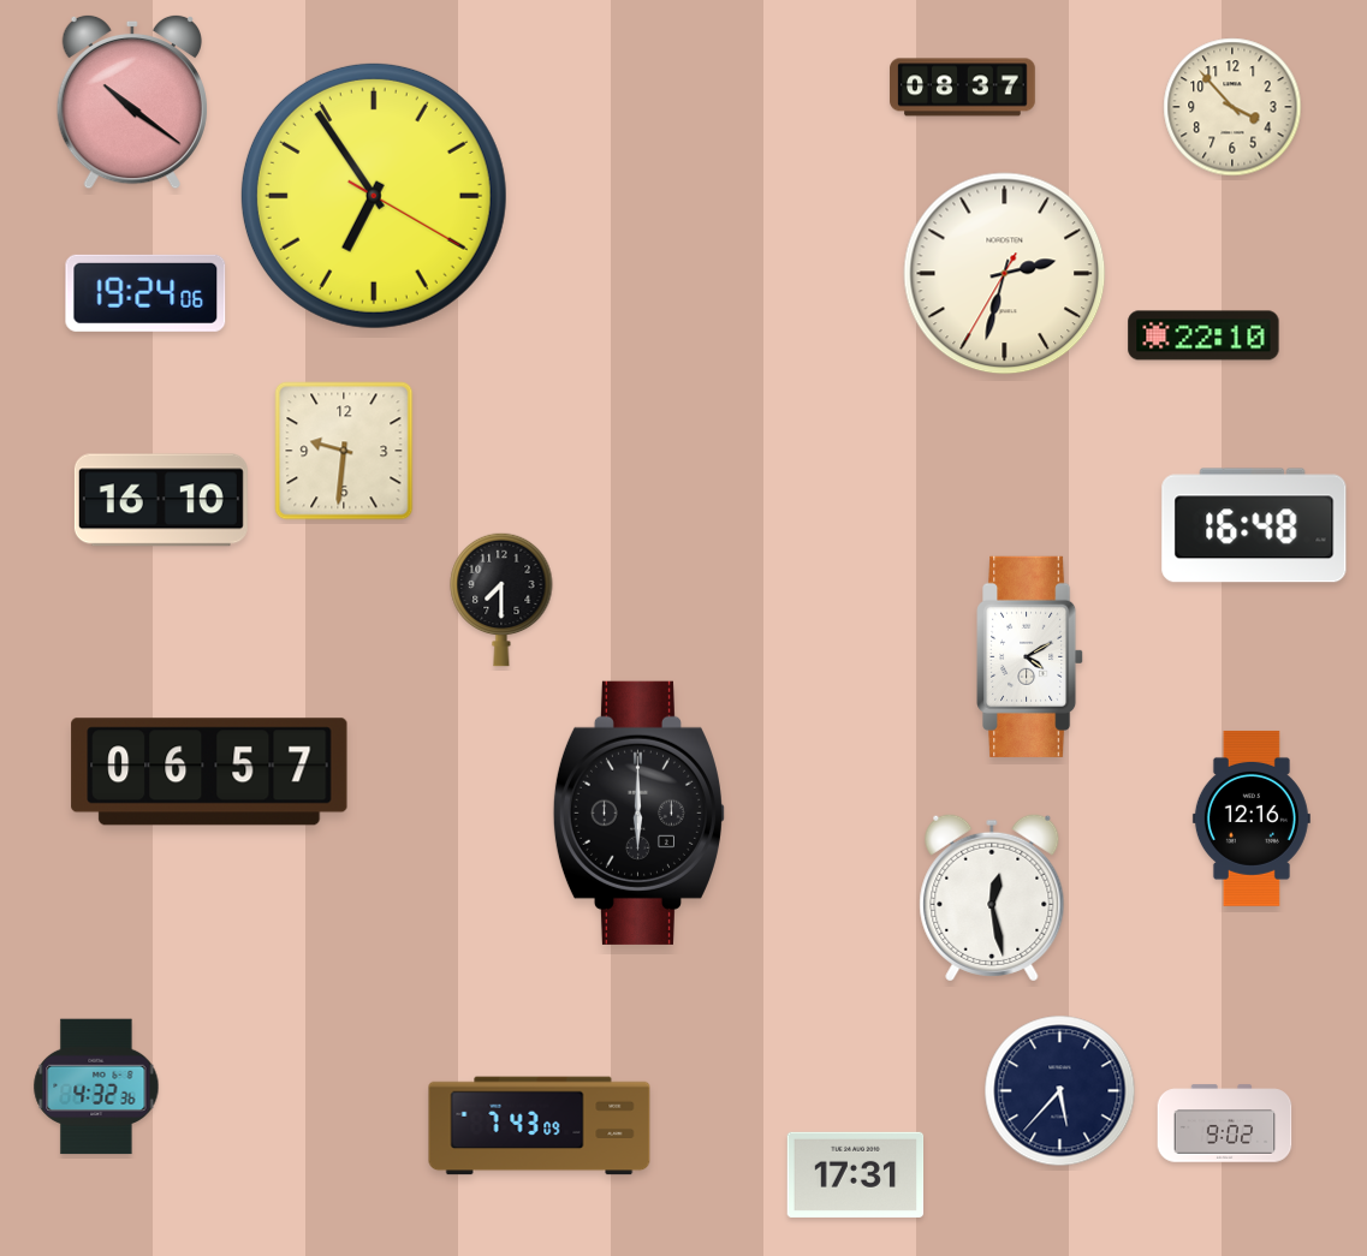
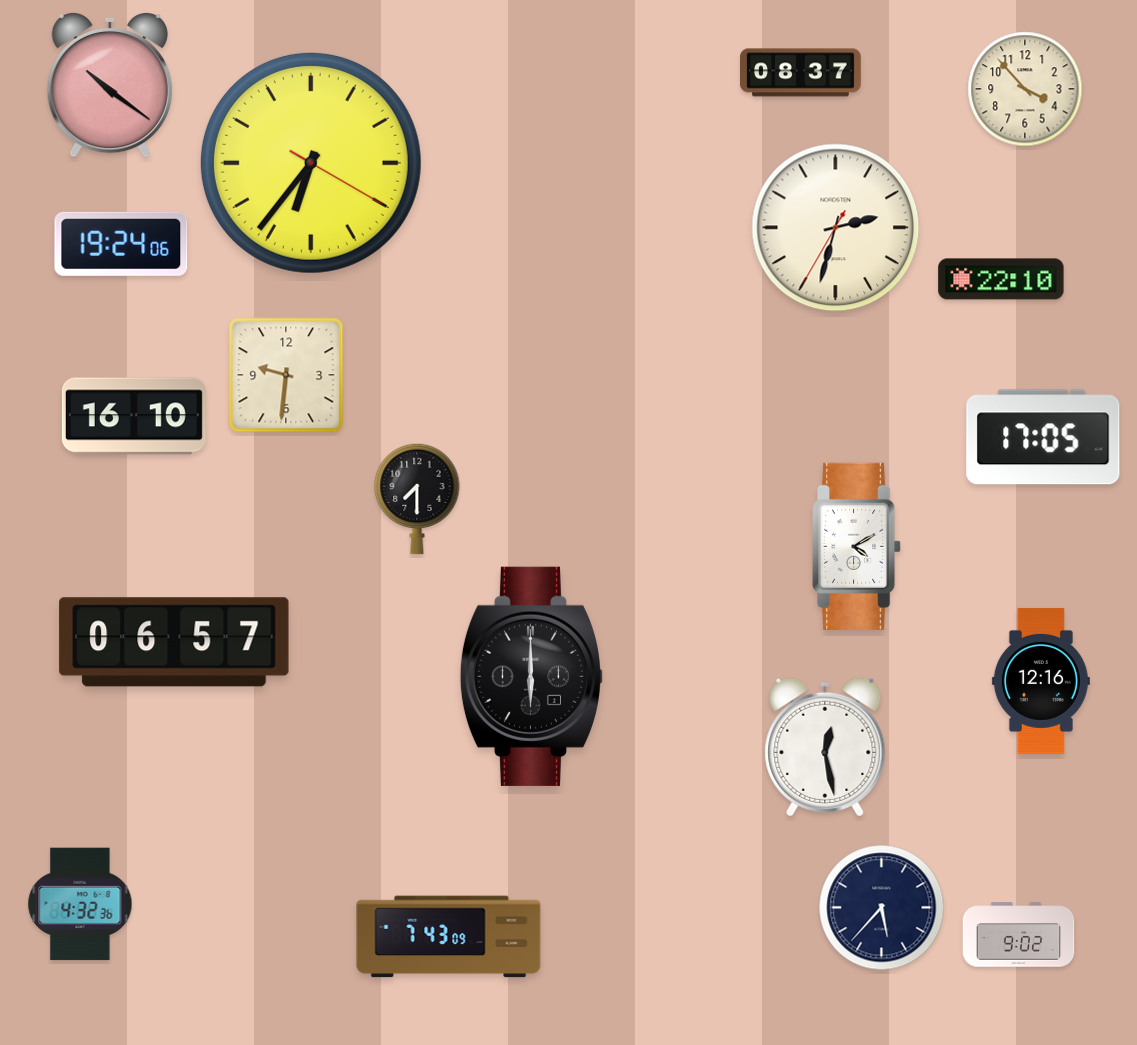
clock at (374, 196): 6:54 -> 6:36
clock at (1254, 525): 16:48 -> 17:05
clock at (856, 1174): 17:31 -> none
